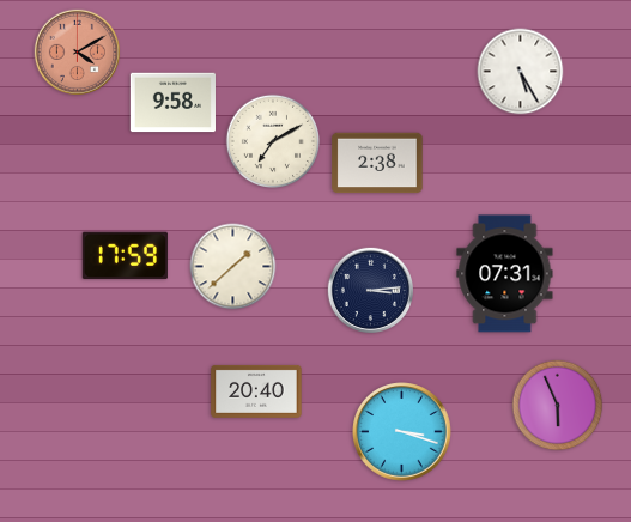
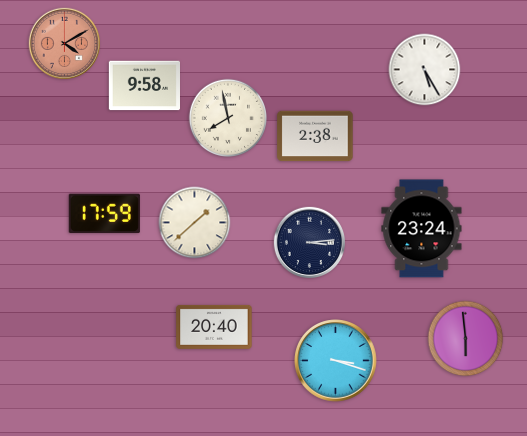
clock at (521, 72) position: (521, 72) -> (425, 70)
clock at (272, 140): 7:10 -> 7:58
clock at (505, 274): 07:31 -> 23:24
clock at (558, 406): 5:56 -> 5:59
